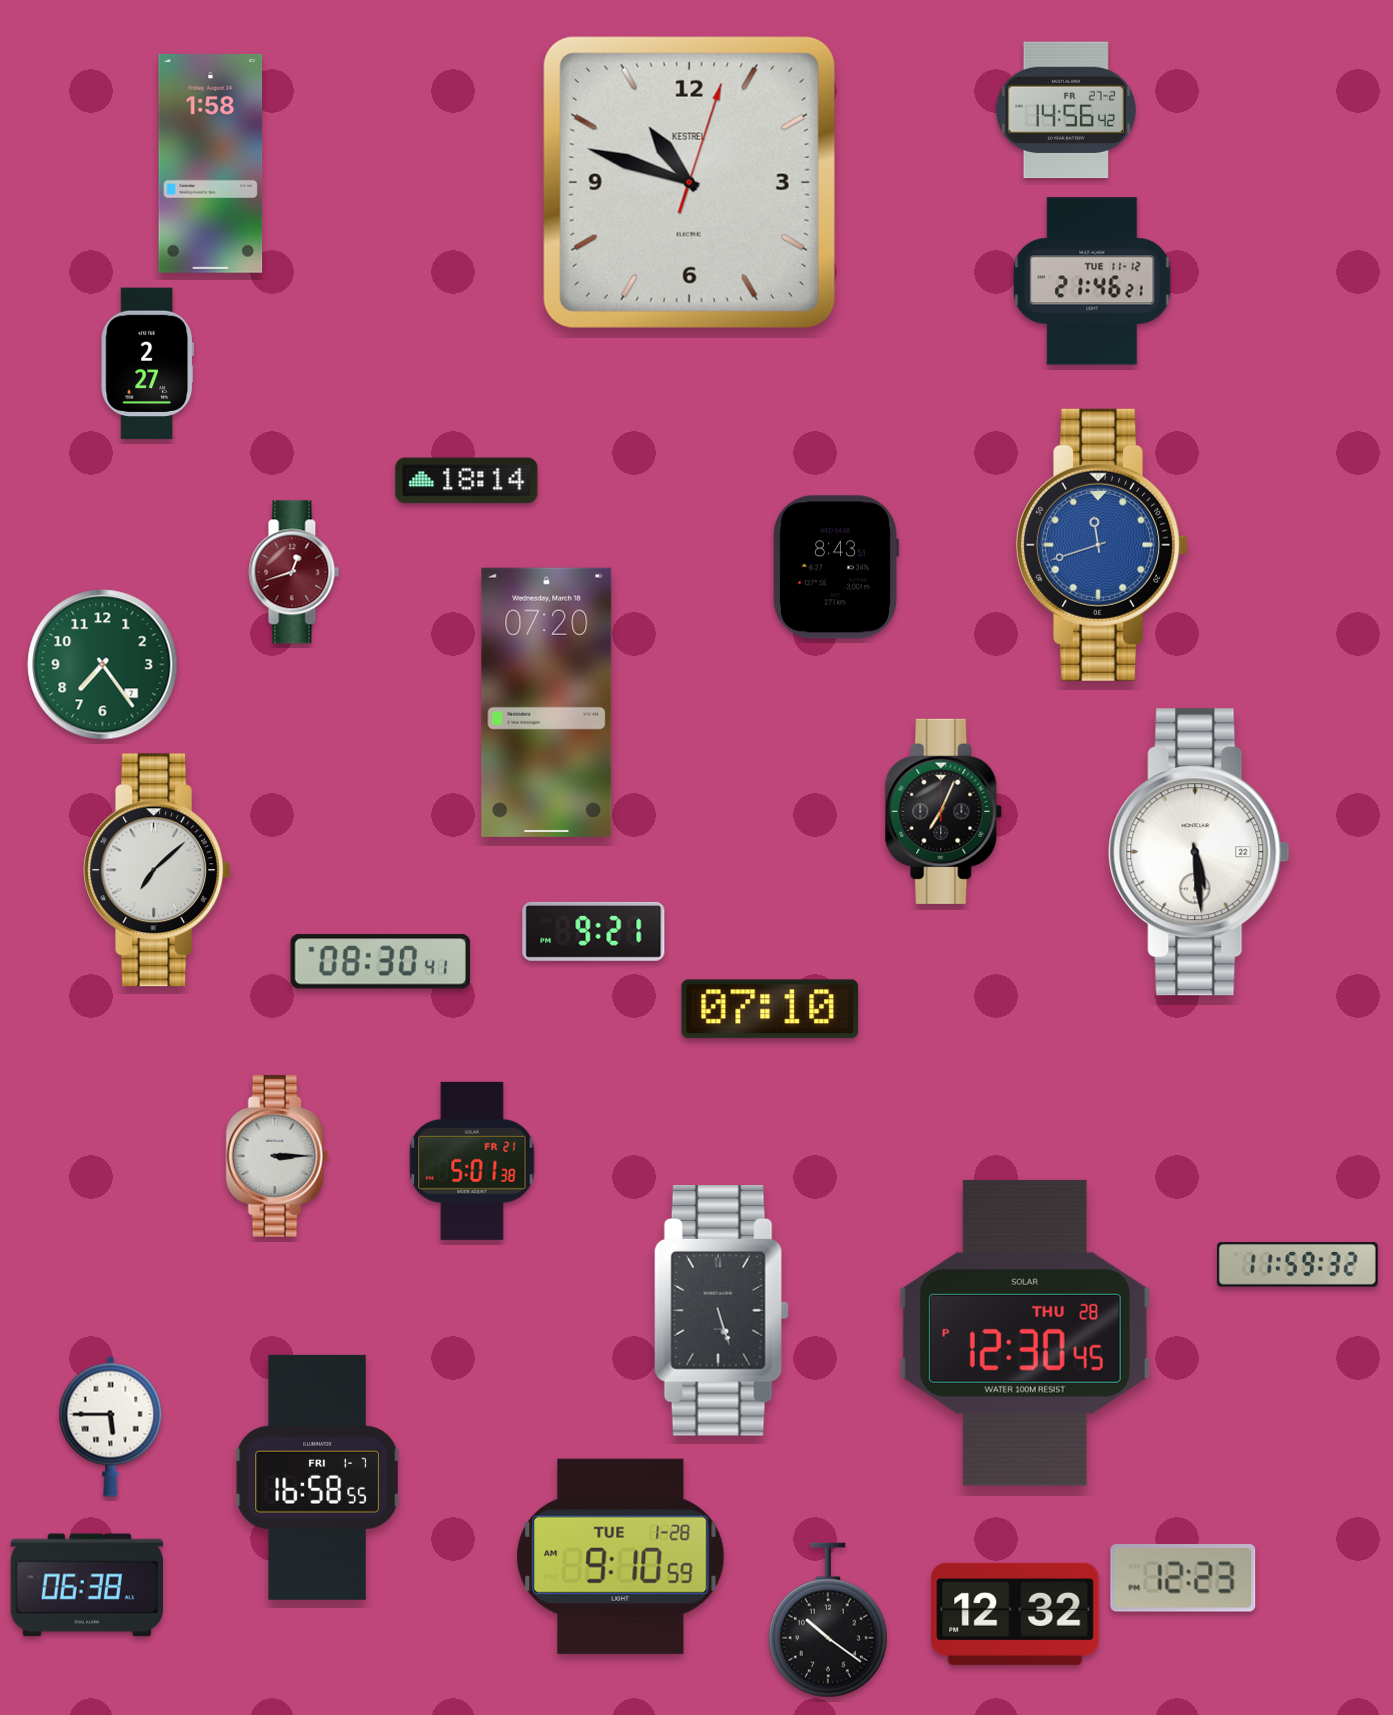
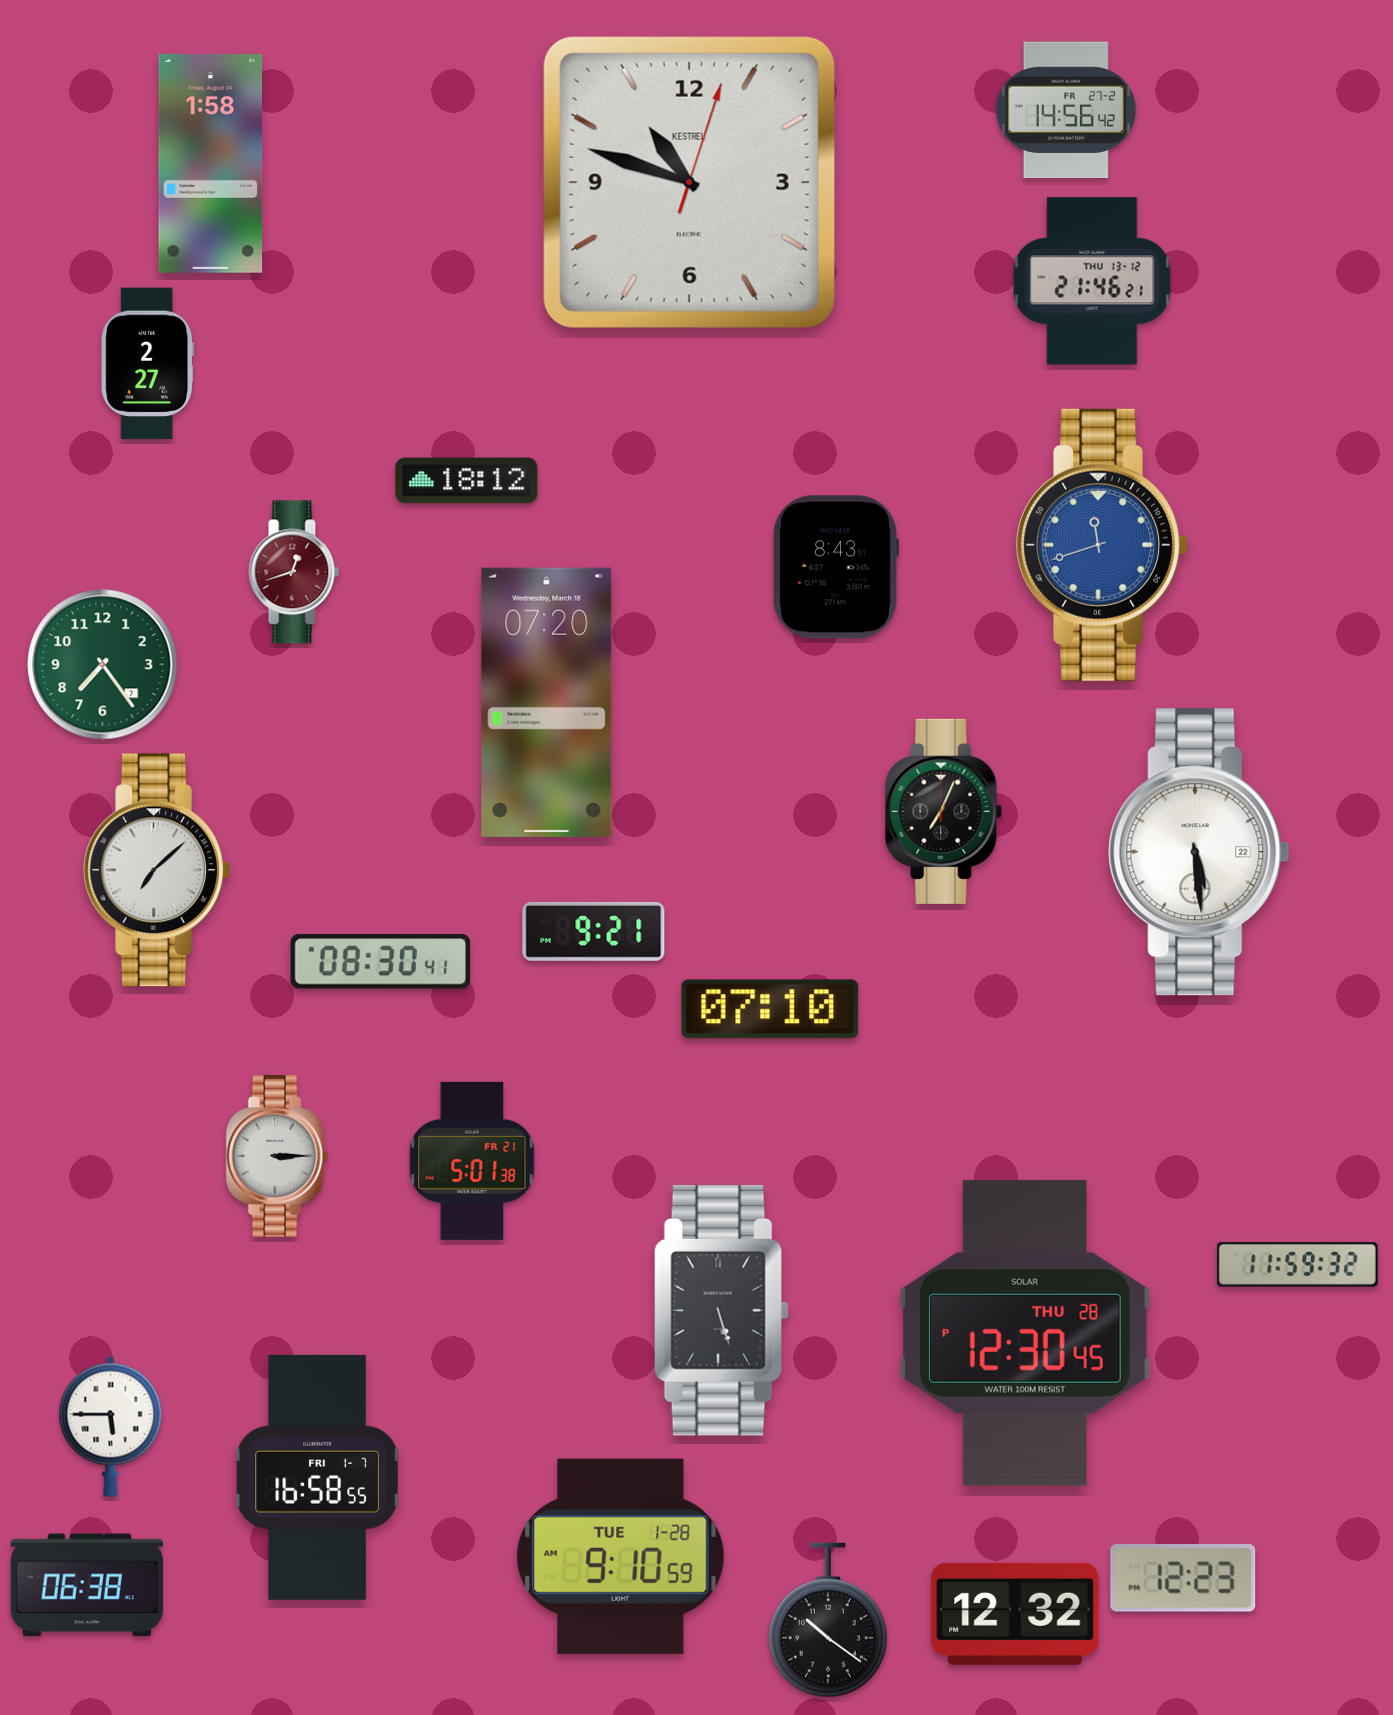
clock at (1092, 281) date: TUE 11-12 -> THU 13-12
clock at (467, 481): 18:14 -> 18:12
